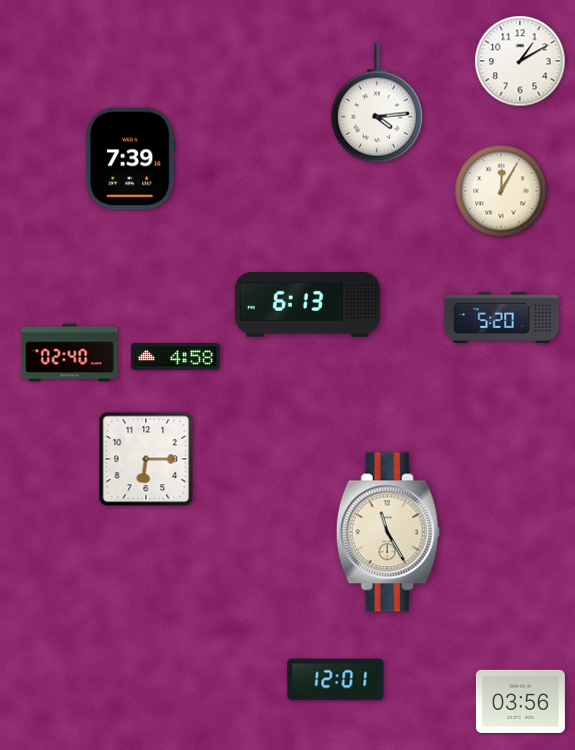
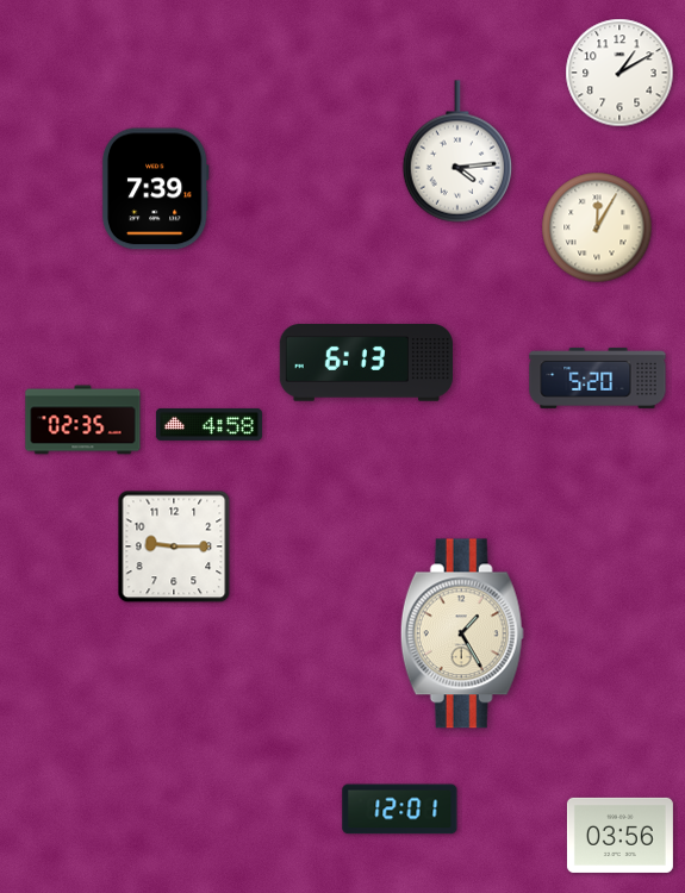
clock at (376, 103) position: (376, 103) -> (456, 151)
clock at (70, 353): 02:40 -> 02:35
clock at (146, 459): 6:15 -> 9:15
clock at (388, 532): 11:25 -> 1:25
